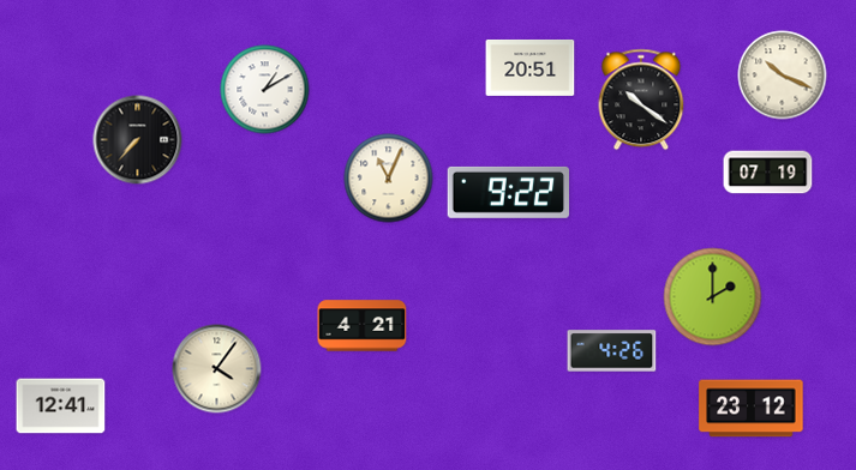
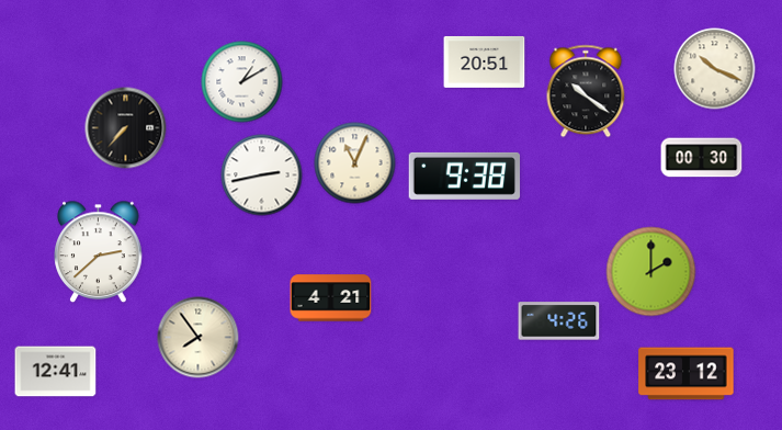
clock at (768, 173): 07:19 -> 00:30
clock at (262, 176): none -> 2:43
clock at (508, 192): 9:22 -> 9:38
clock at (99, 252): none -> 2:38
clock at (217, 369): 4:06 -> 7:54
